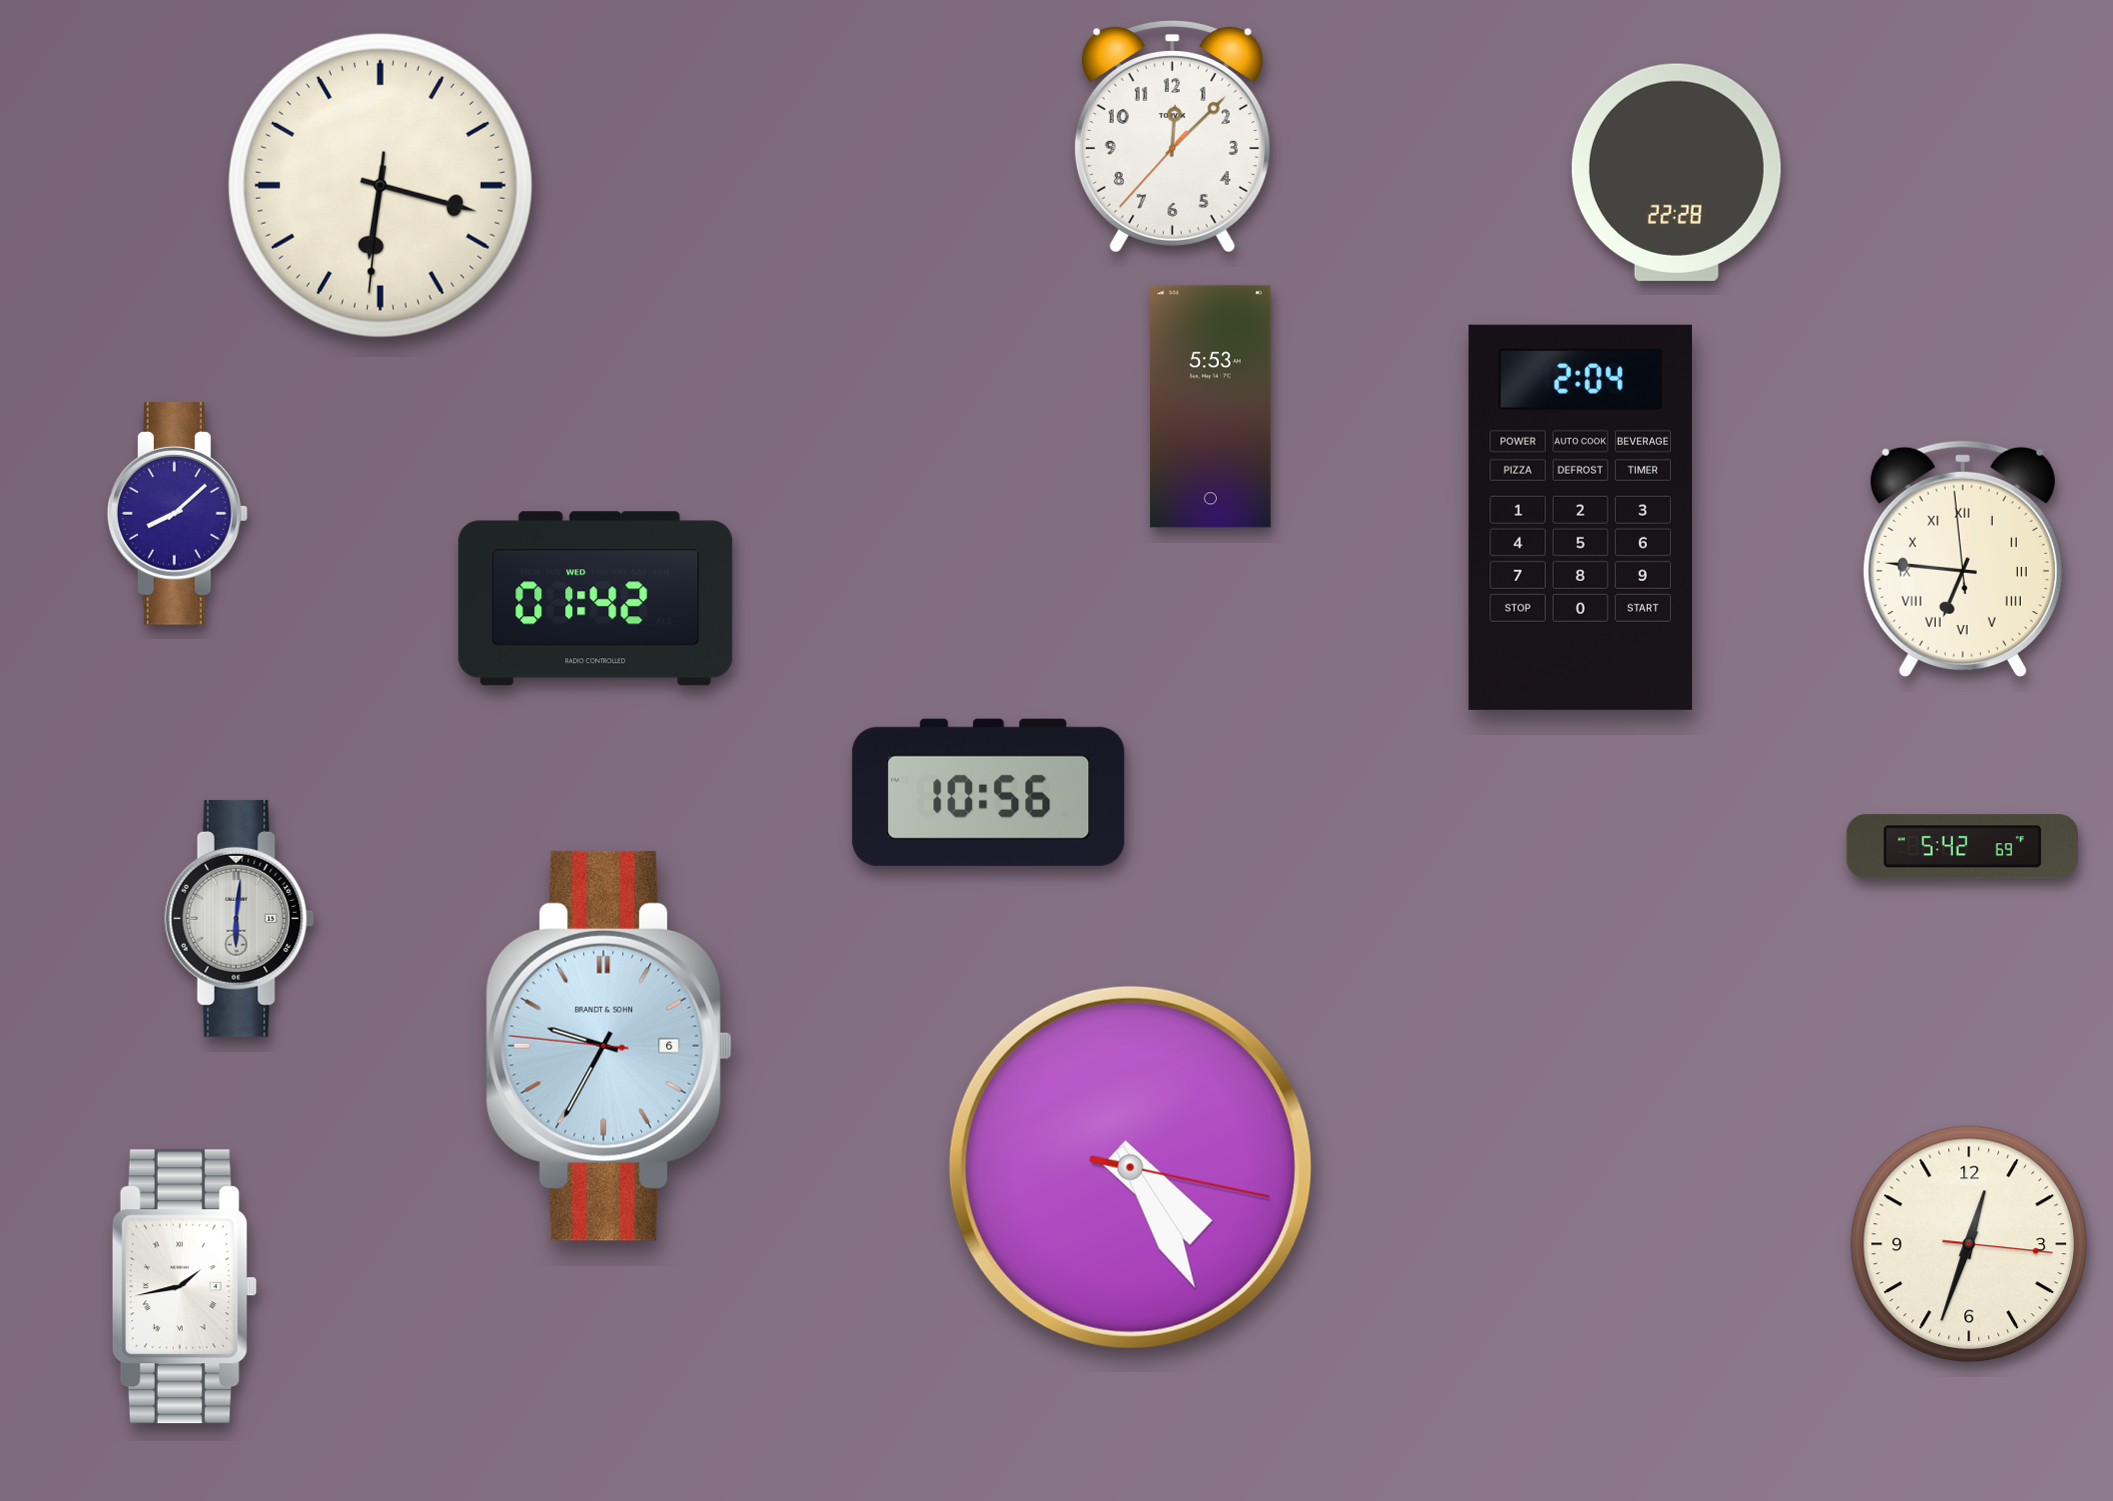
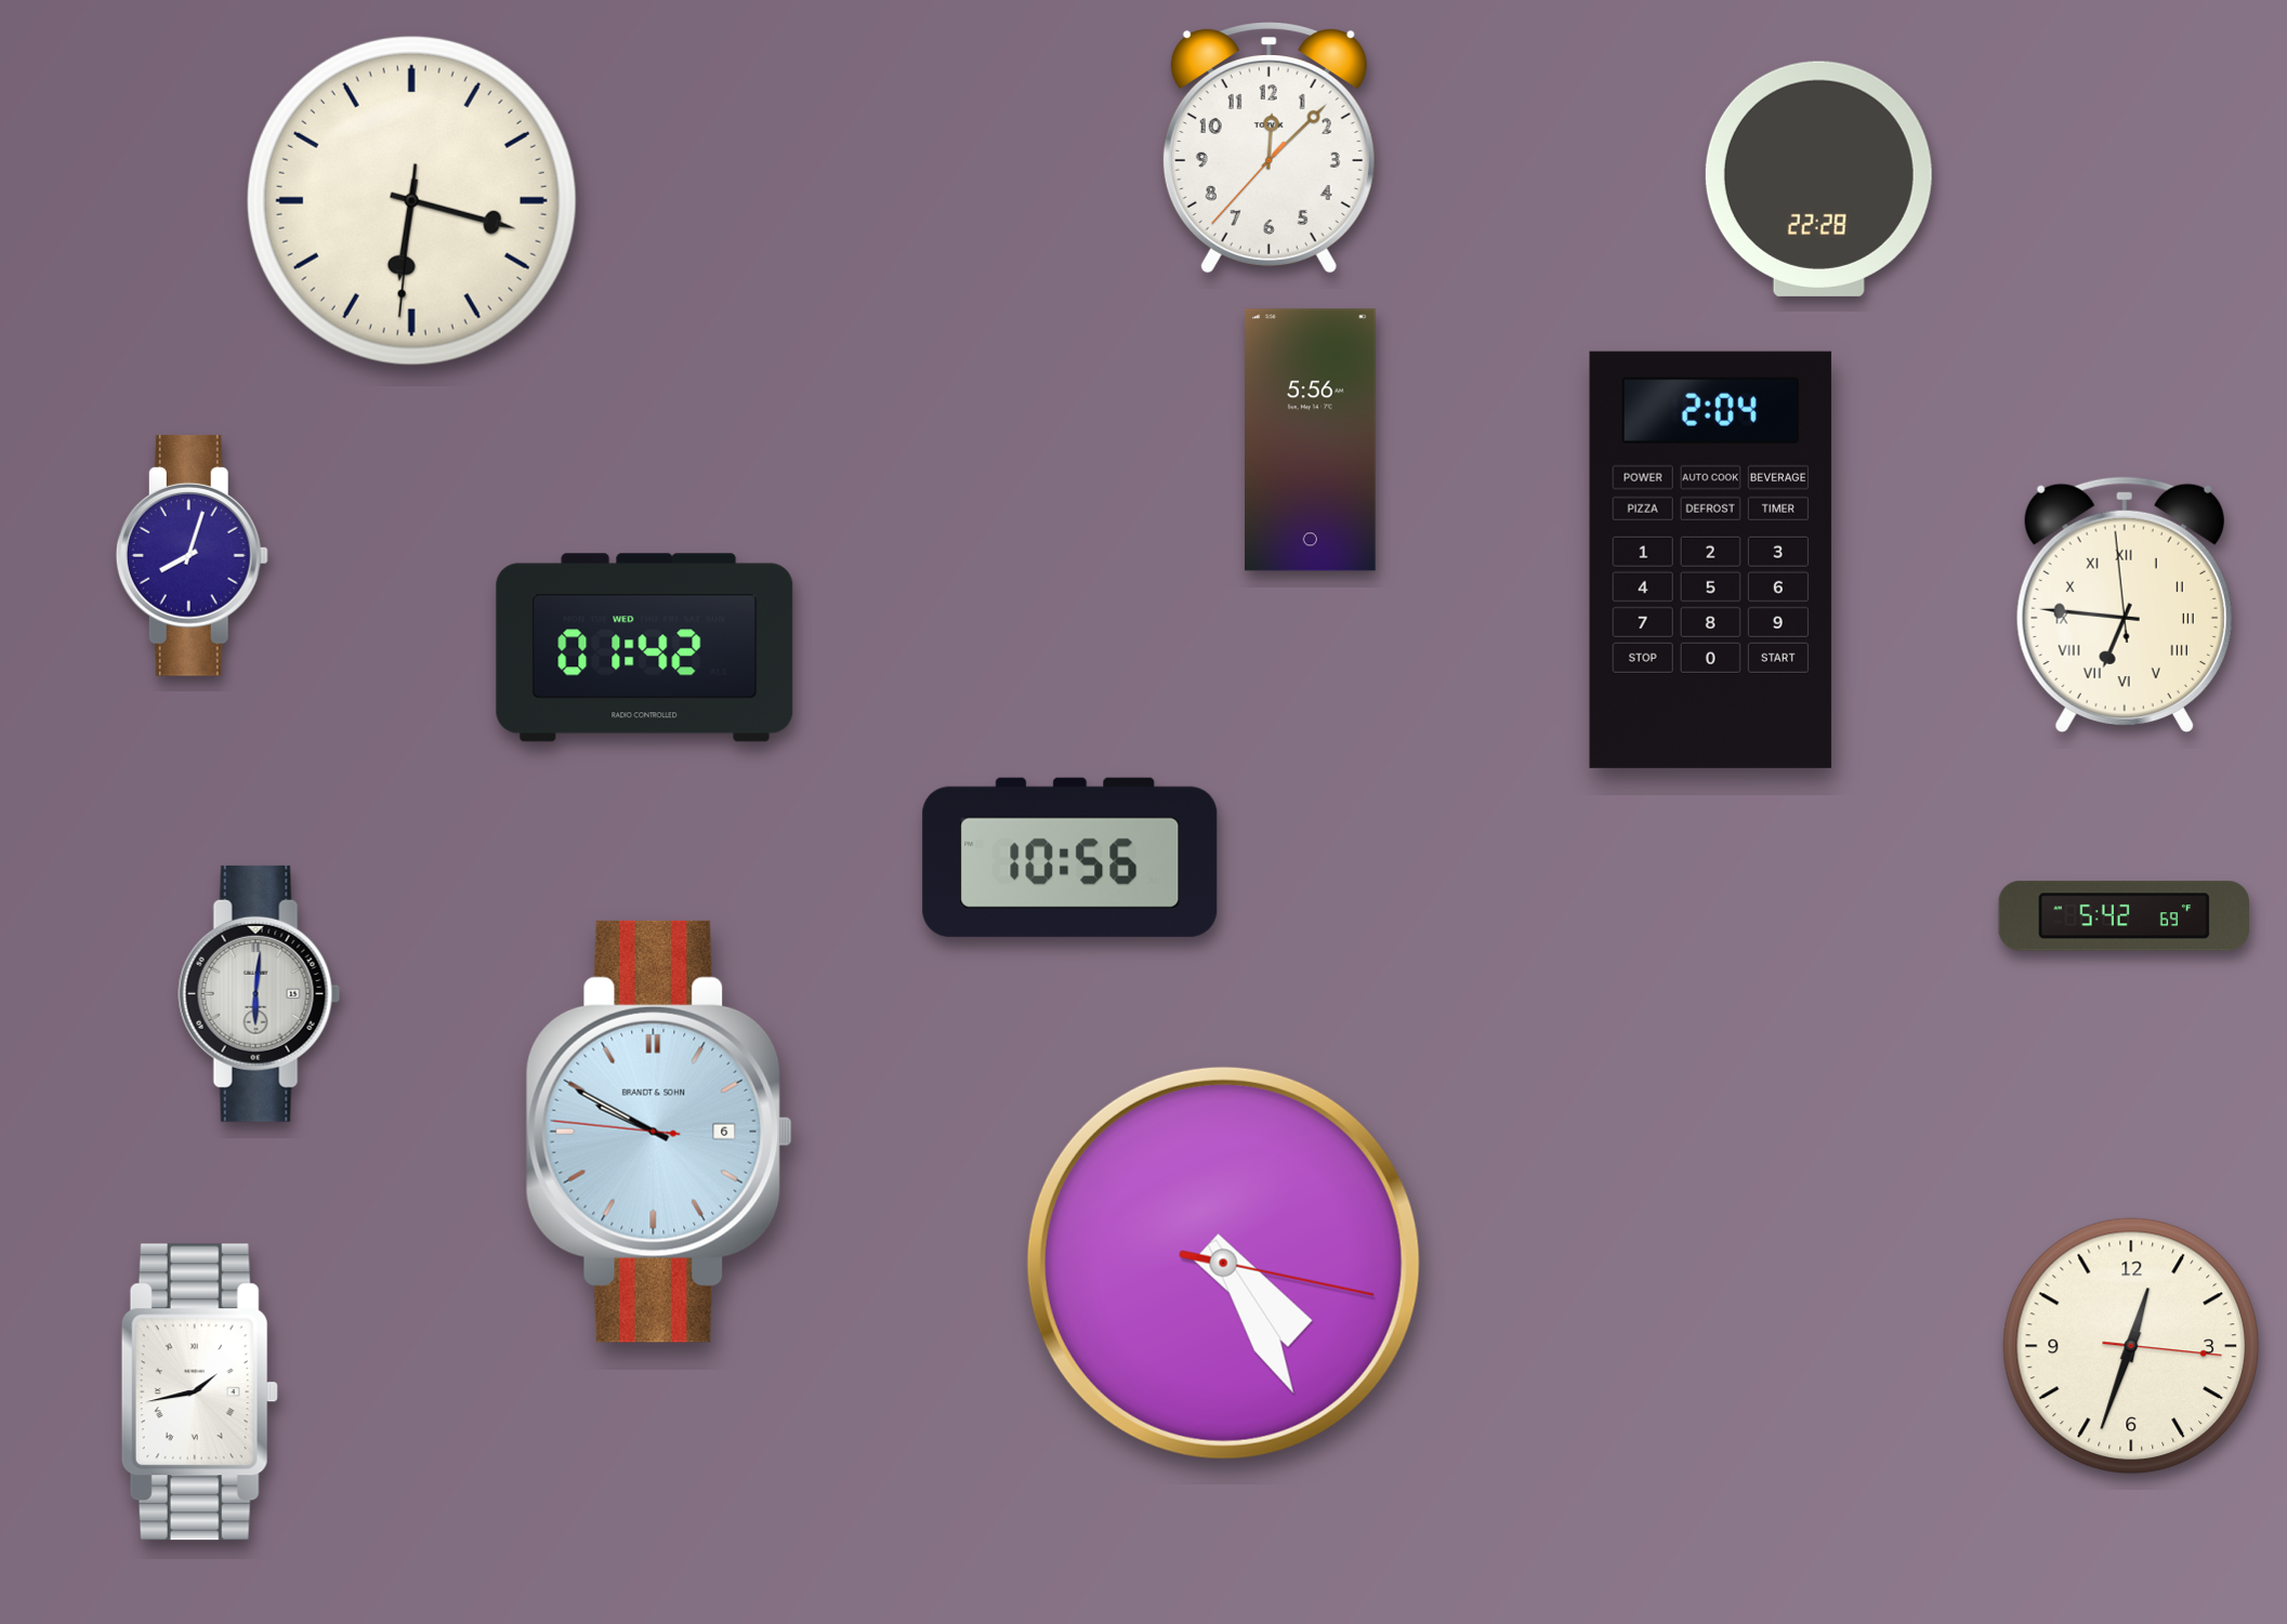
clock at (1676, 172) position: (1676, 172) -> (1818, 179)
clock at (1211, 407): 5:53 -> 5:56
clock at (177, 513): 8:08 -> 8:03
clock at (609, 1046): 9:34 -> 9:49
